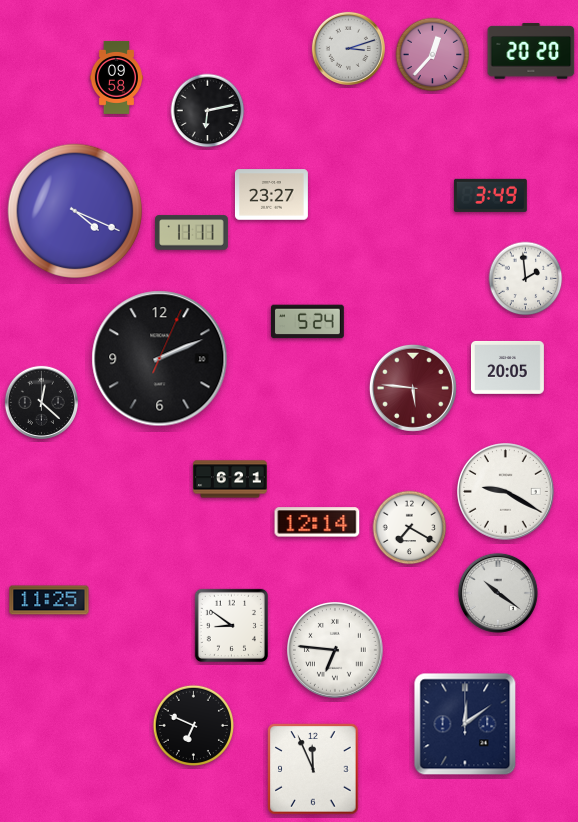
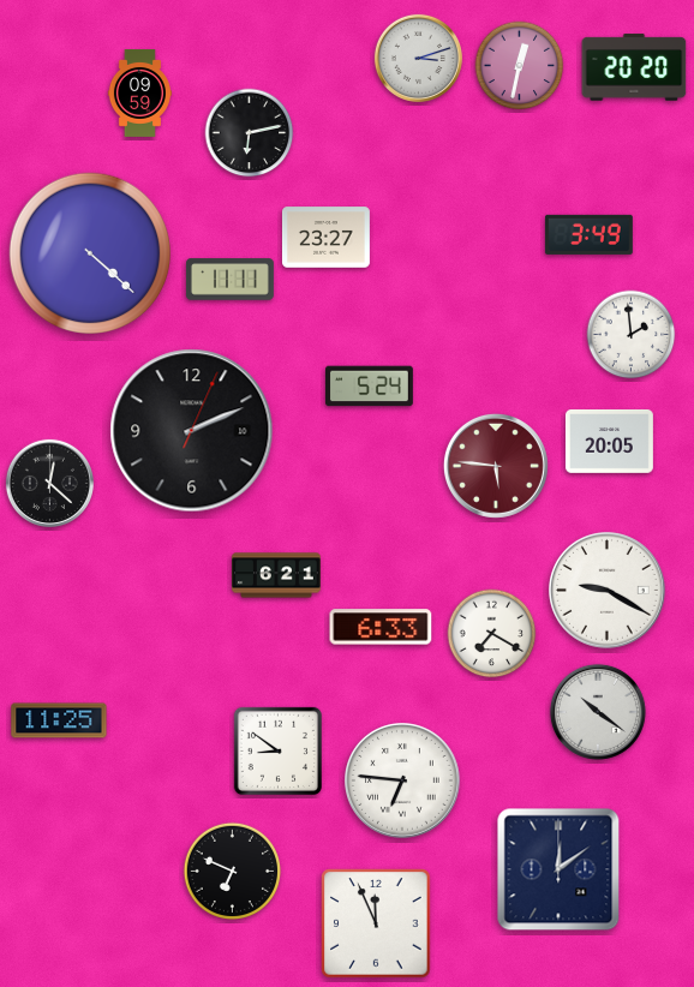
clock at (531, 51) position: (531, 51) -> (634, 67)
clock at (433, 55): 12:37 -> 12:32
clock at (116, 78): 09:58 -> 09:59
clock at (271, 195) position: (271, 195) -> (325, 238)
clock at (74, 210): 4:19 -> 4:22
clock at (317, 522): 12:14 -> 6:33
